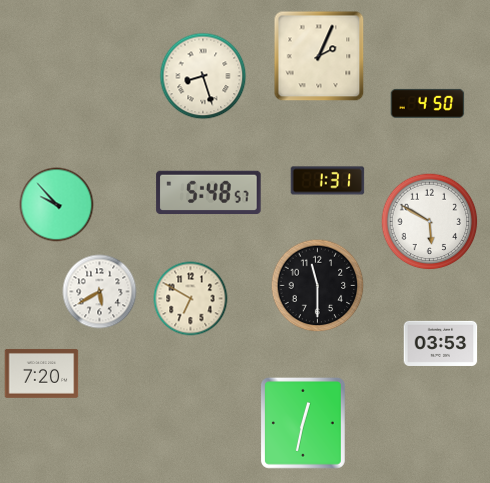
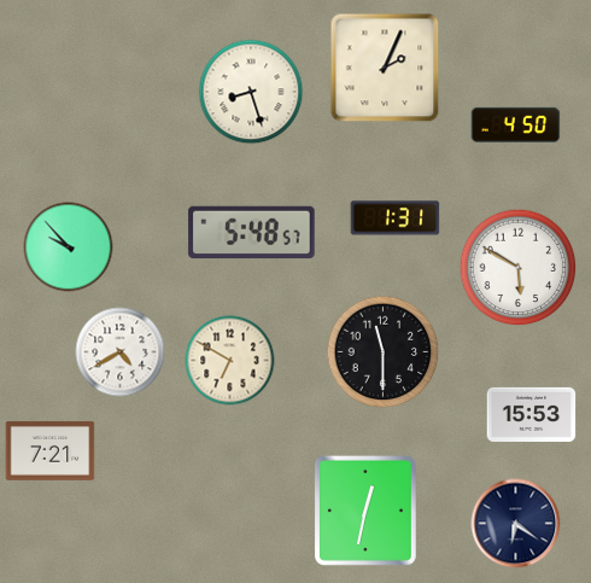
clock at (203, 76) position: (203, 76) -> (251, 92)
clock at (318, 286) position: (318, 286) -> (384, 352)
clock at (100, 292): 5:40 -> 4:40
clock at (441, 343): 03:53 -> 15:53
clock at (42, 374): 7:20 -> 7:21
clock at (516, 524): none -> 6:21
